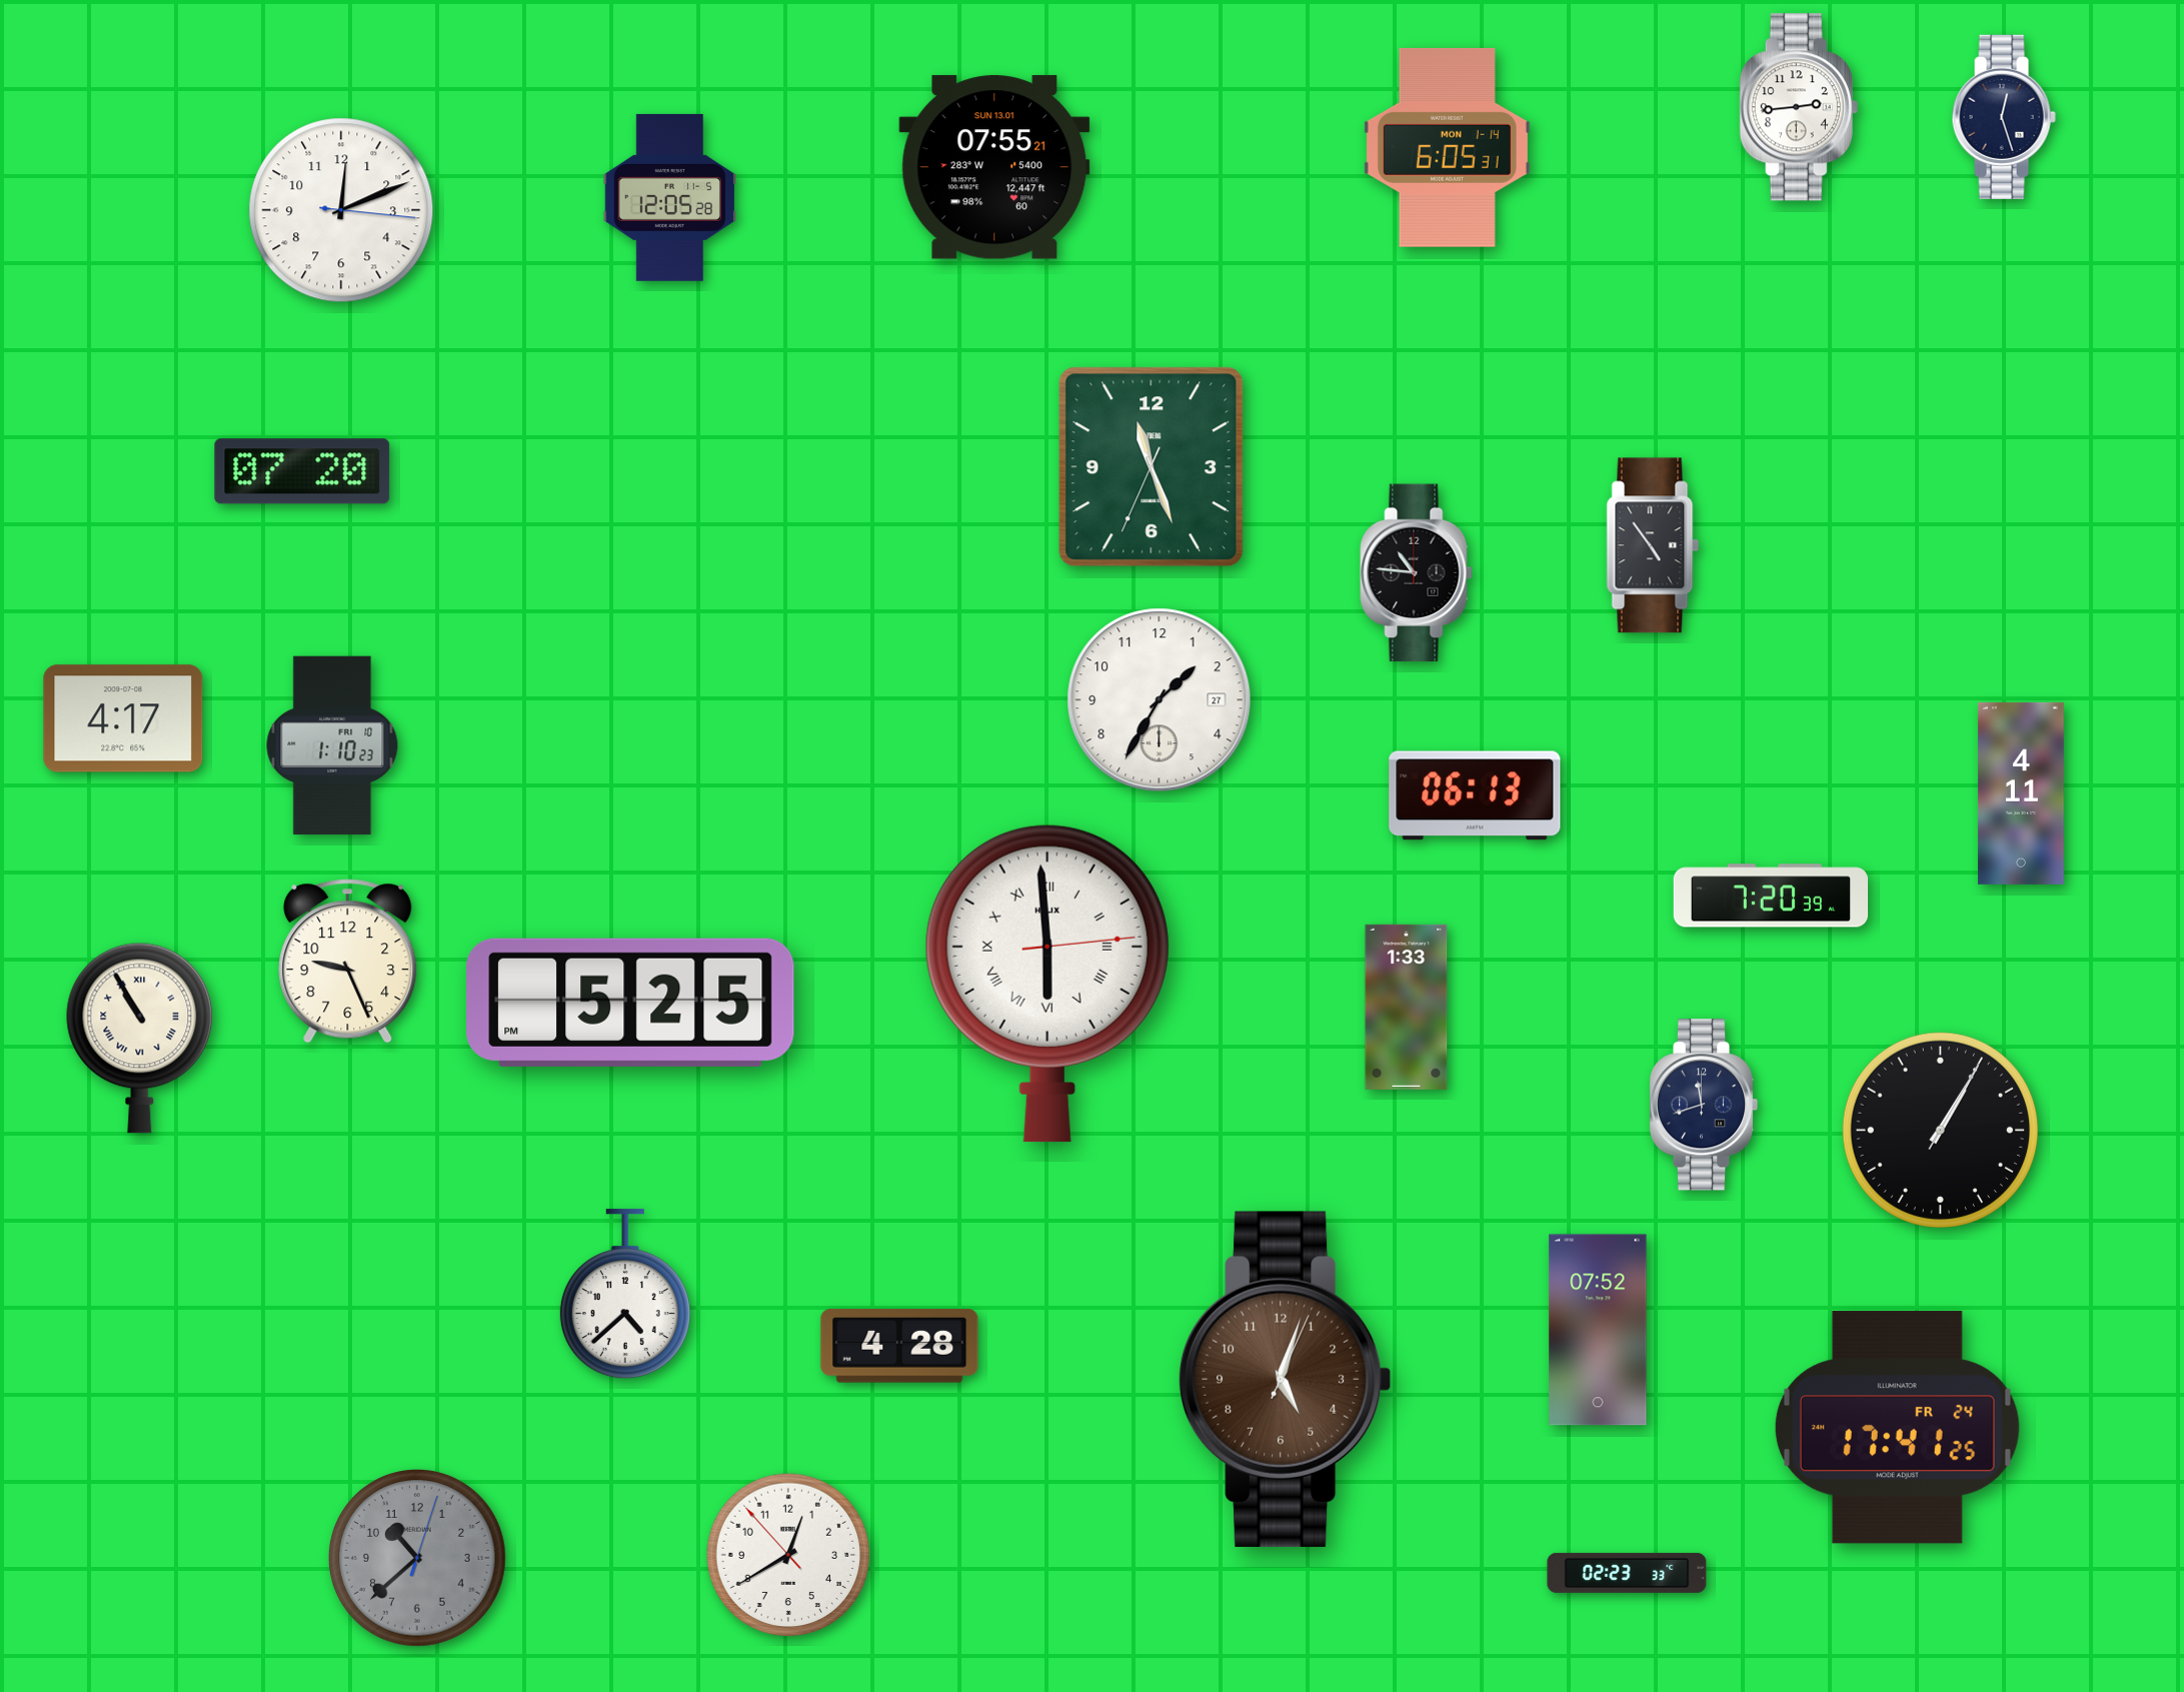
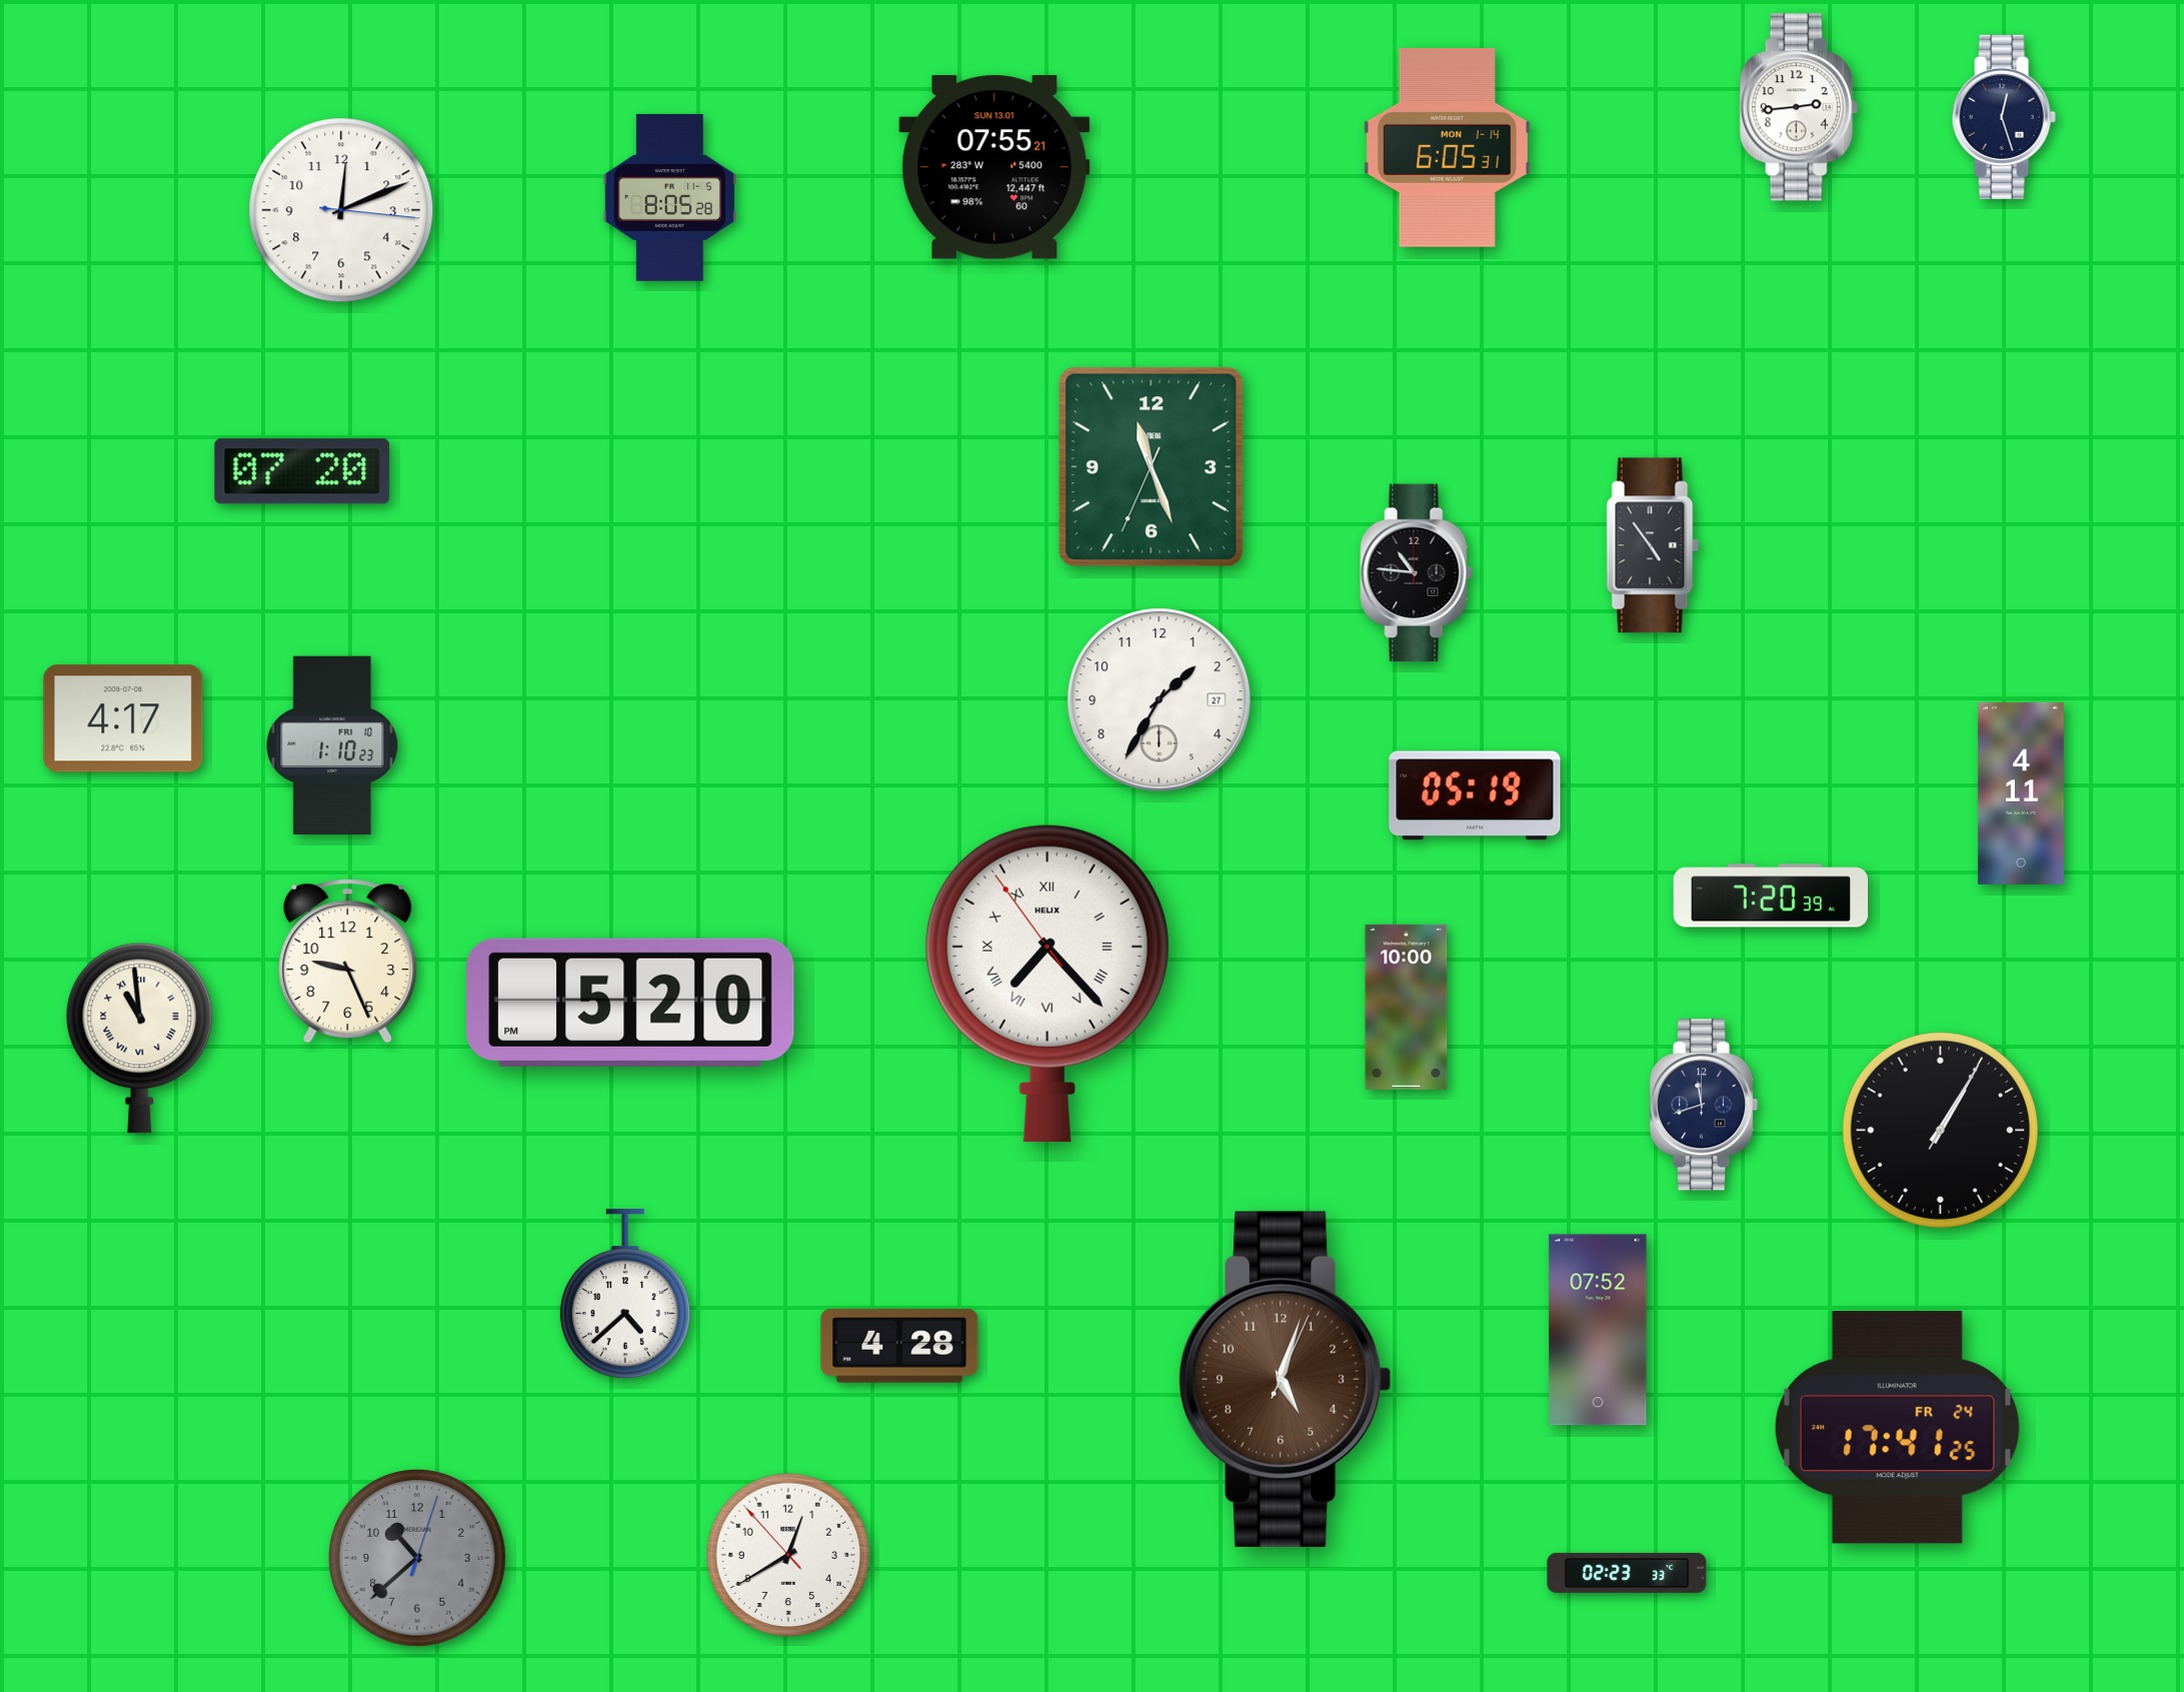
clock at (670, 197): 12:05 -> 8:05
clock at (1475, 795): 06:13 -> 05:19
clock at (1047, 984): 5:59 -> 7:22
clock at (630, 1003): 5:25 -> 5:20
clock at (1407, 1007): 1:33 -> 10:00
clock at (140, 1038): 10:55 -> 10:59
